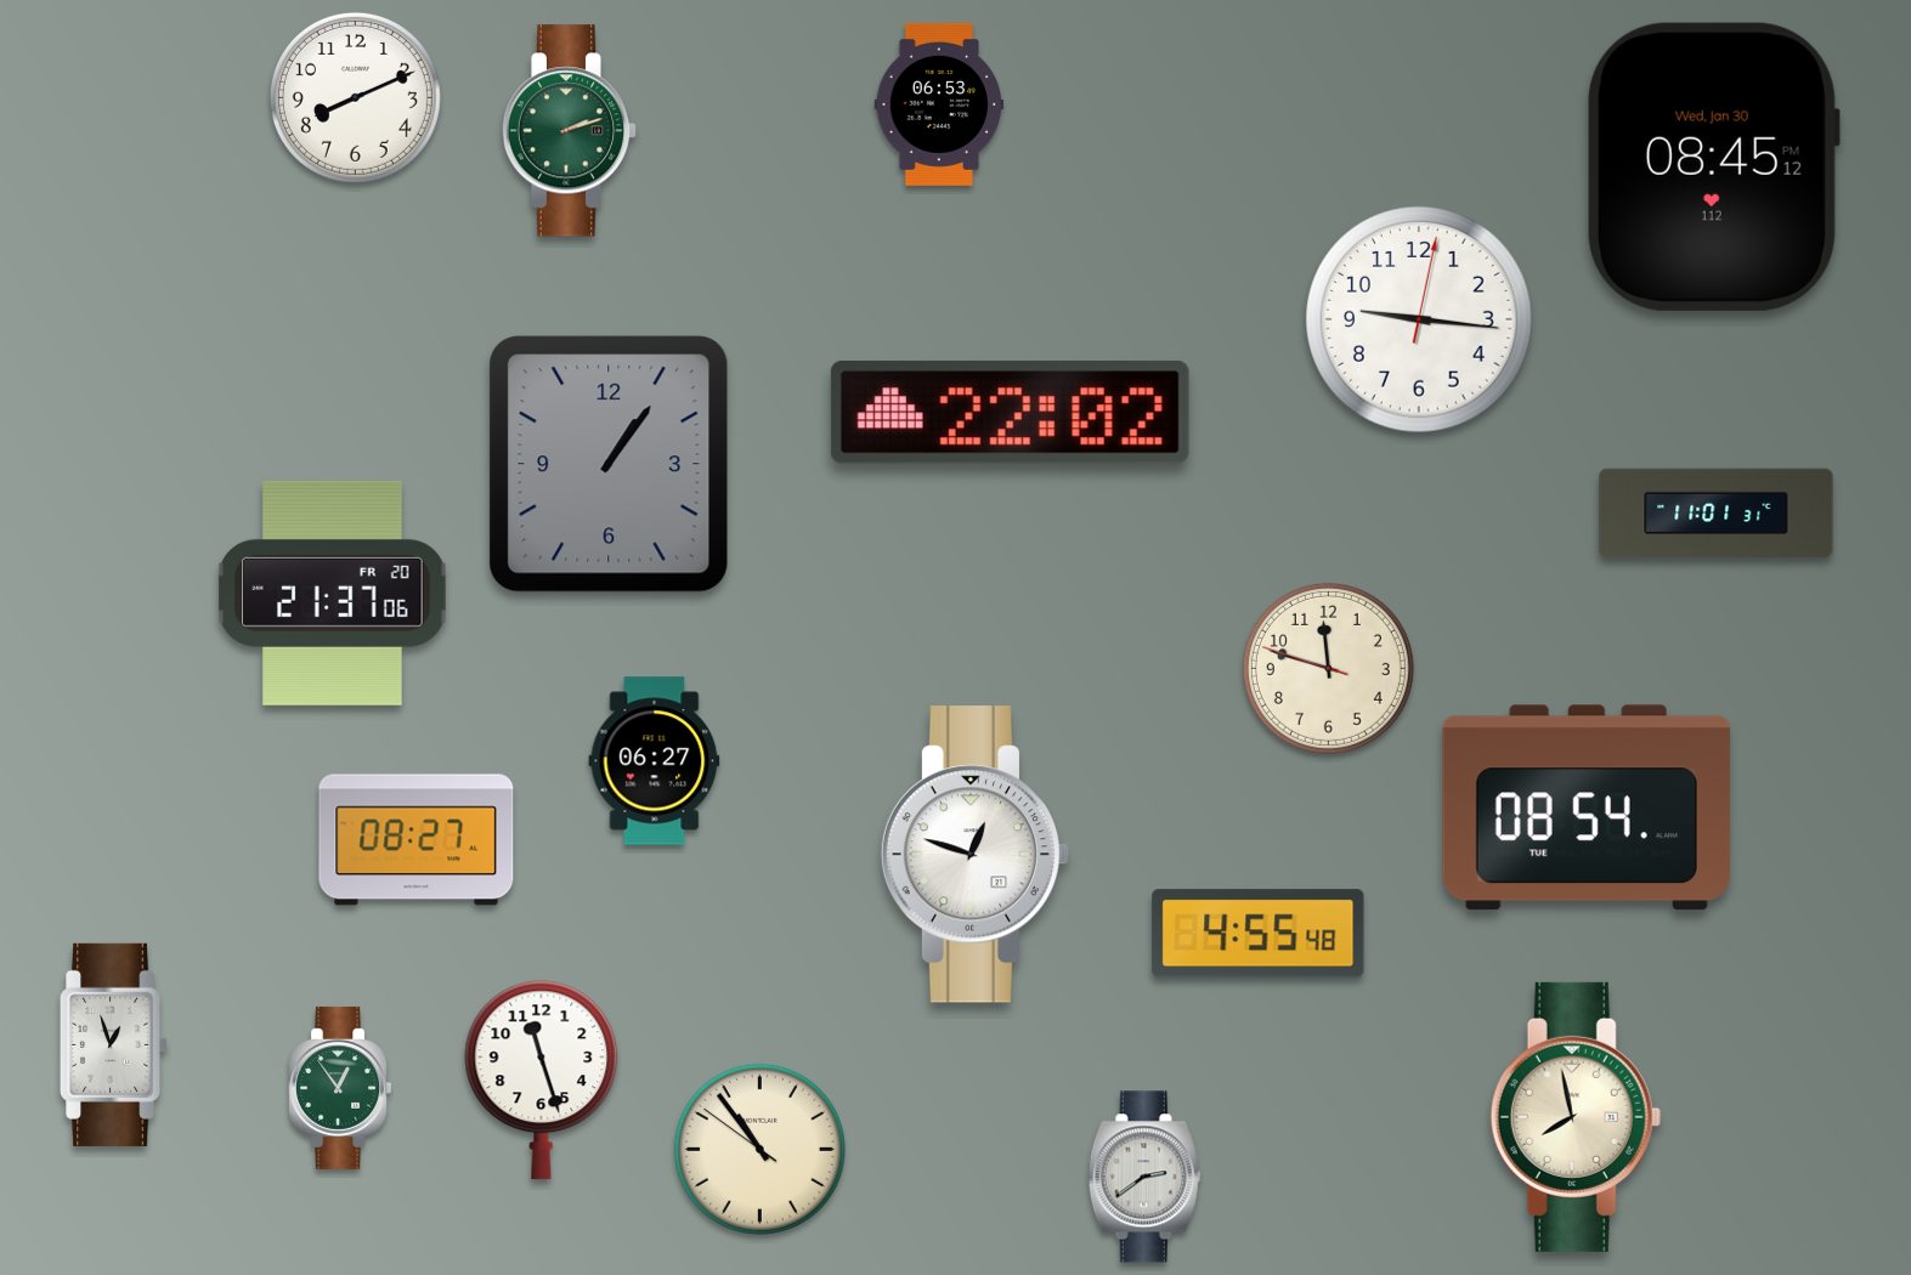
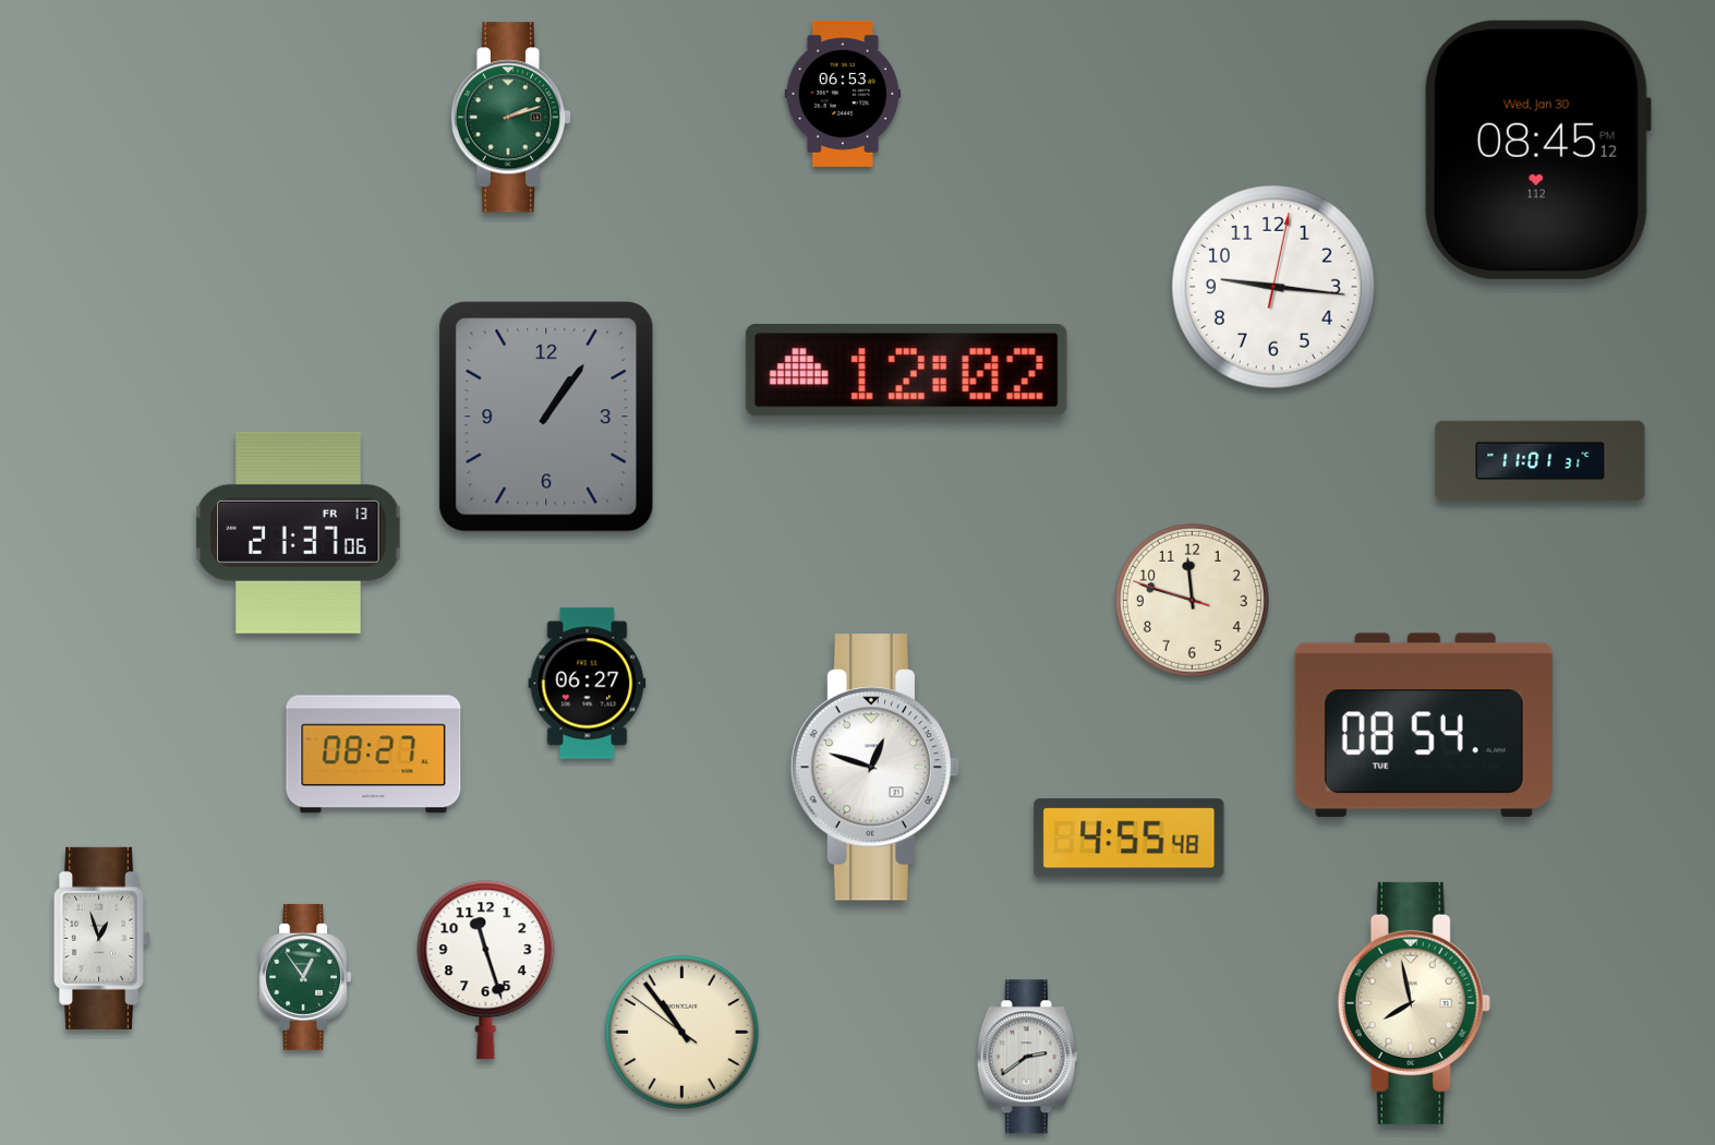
clock at (355, 97): 8:11 -> none
clock at (1010, 412): 22:02 -> 12:02
clock at (333, 593) date: FR 20 -> FR 13
